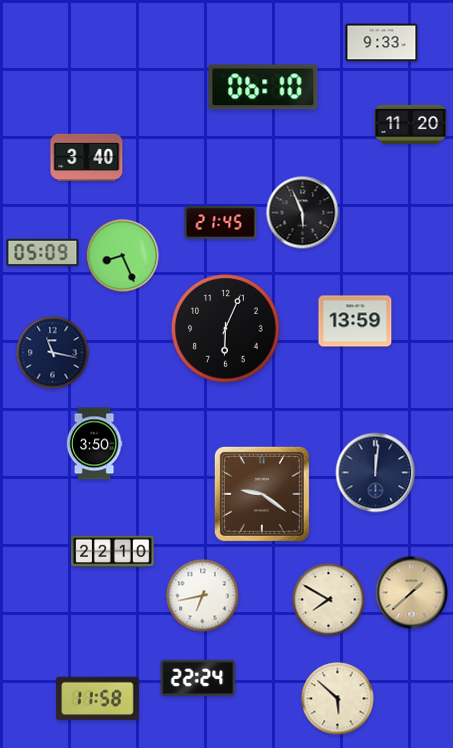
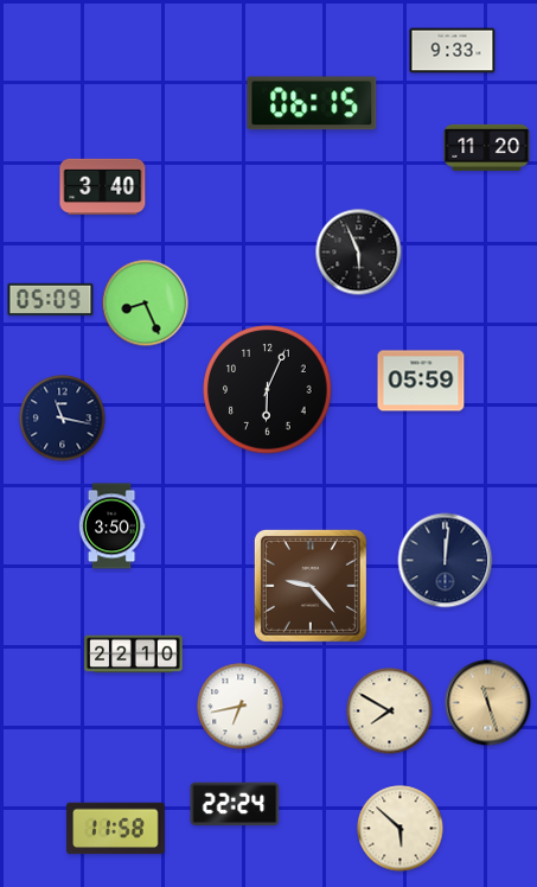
clock at (263, 87): 06:10 -> 06:15
clock at (221, 223): 21:45 -> none
clock at (355, 321): 13:59 -> 05:59
clock at (262, 494): 9:21 -> 9:23
clock at (412, 593): 1:38 -> 11:27
